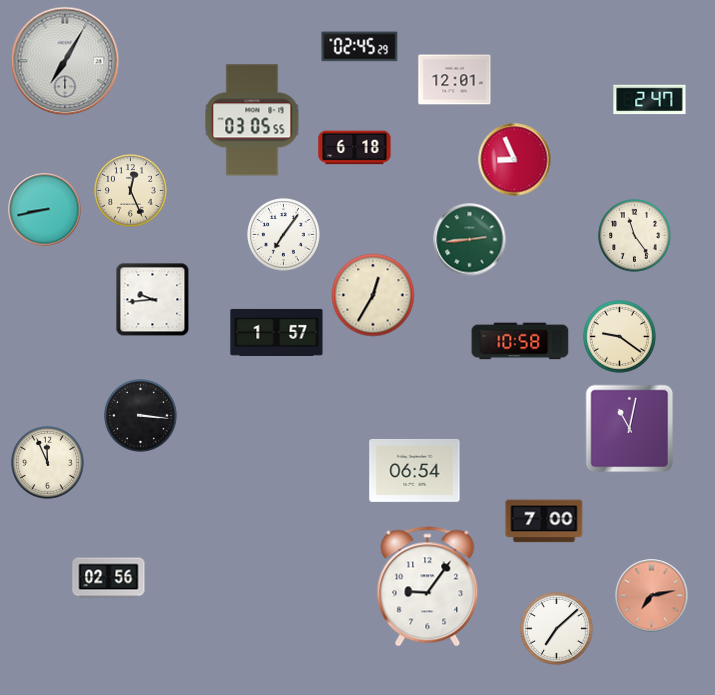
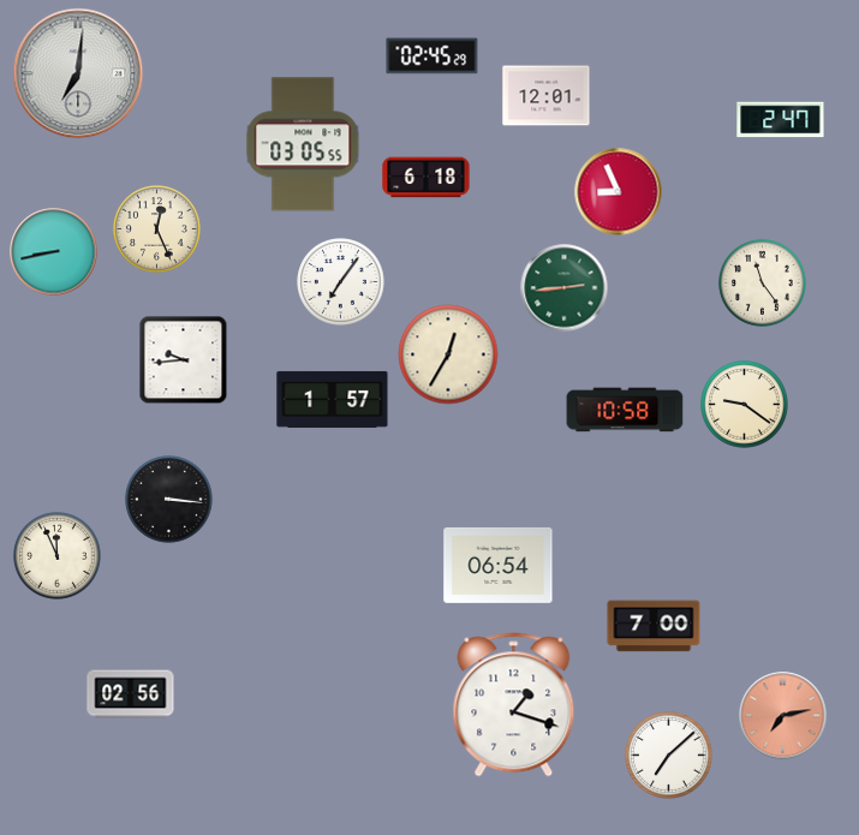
clock at (65, 61): 7:05 -> 7:01
clock at (630, 429): 11:02 -> none
clock at (428, 587): 9:06 -> 1:18
